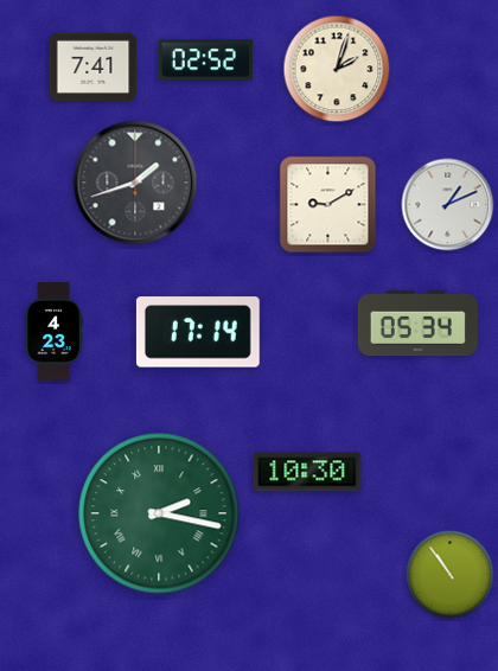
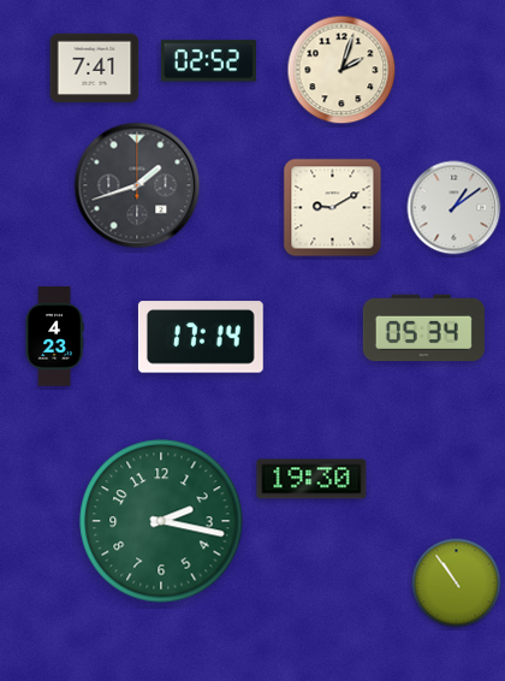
clock at (448, 205): 1:11 -> 1:09
clock at (307, 472): 10:30 -> 19:30
clock at (159, 513) numerals: Roman -> Arabic
